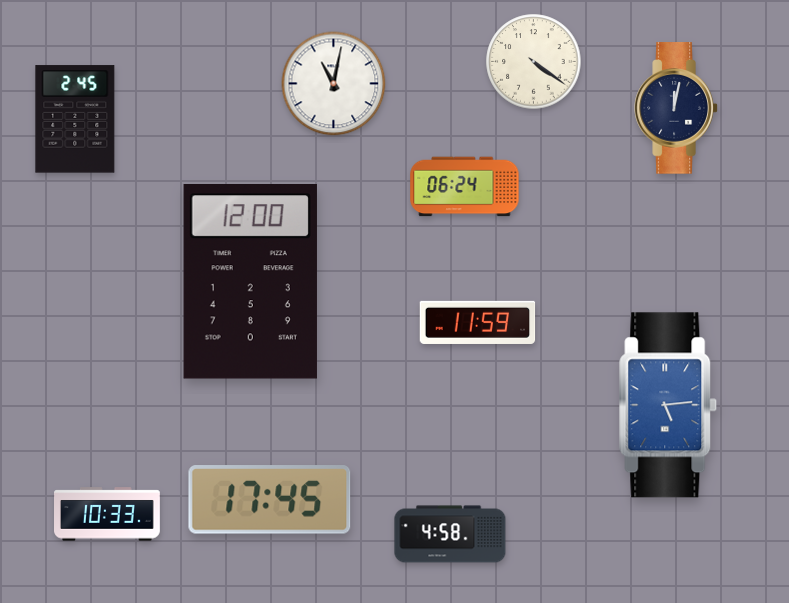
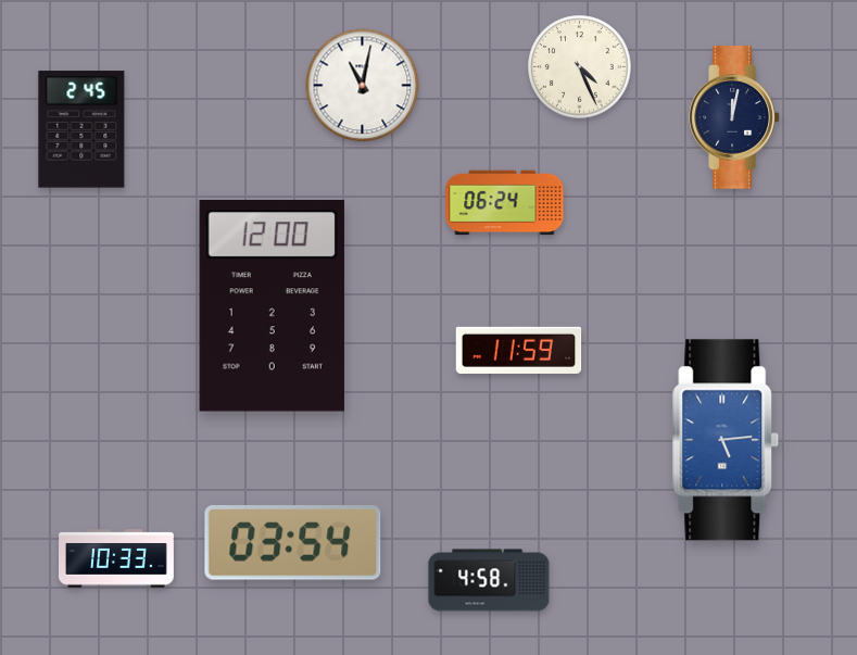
clock at (534, 62): 4:21 -> 4:26
clock at (334, 84) position: (334, 84) -> (363, 86)
clock at (270, 500): 17:45 -> 03:54
